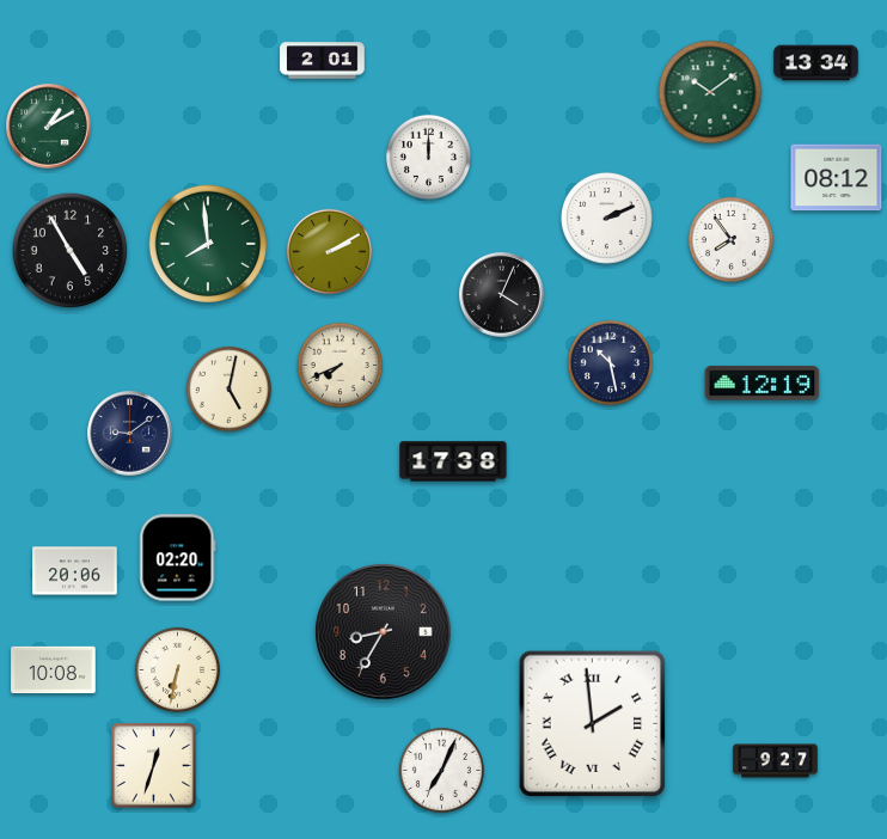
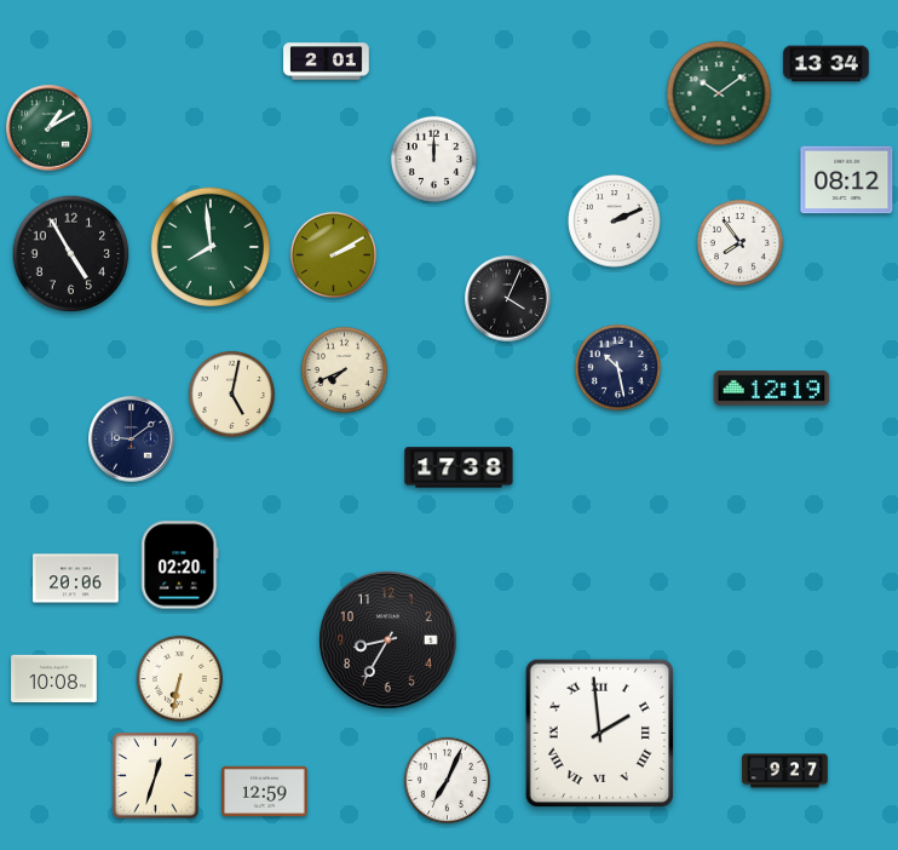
clock at (265, 792): none -> 12:59
